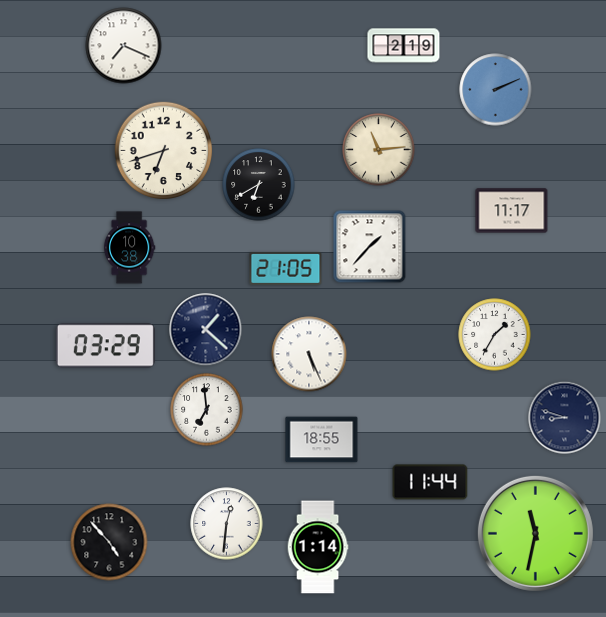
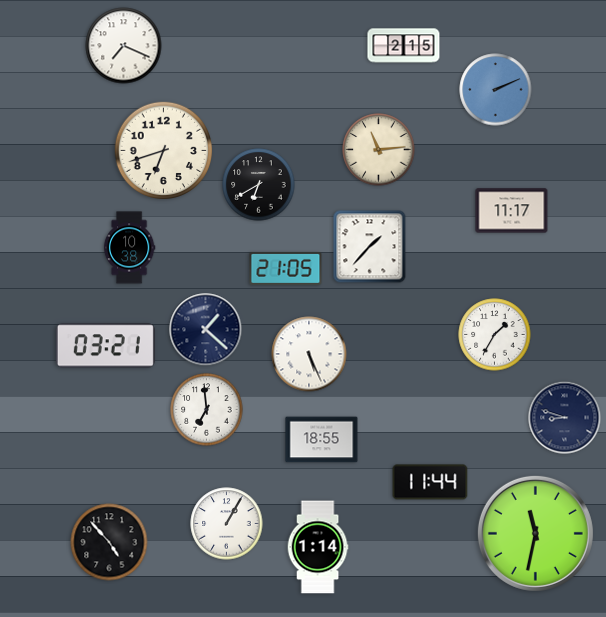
clock at (404, 46): 2:19 -> 2:15
clock at (105, 346): 03:29 -> 03:21
clock at (227, 524): 12:31 -> 1:05
